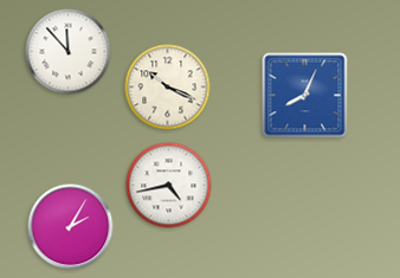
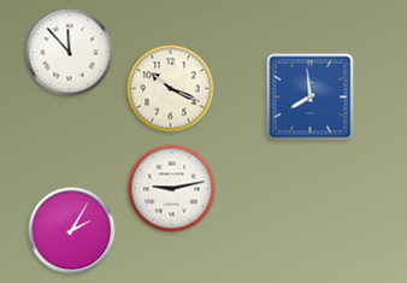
clock at (305, 96): 8:04 -> 7:59
clock at (169, 186): 4:43 -> 9:13
